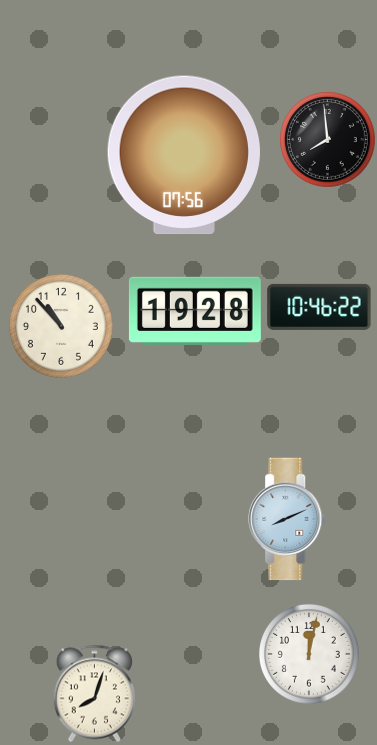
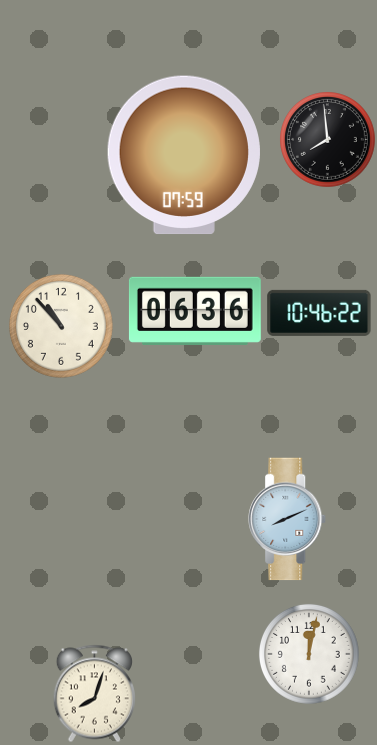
clock at (184, 155): 07:56 -> 07:59
clock at (319, 307) position: (319, 307) -> (319, 313)
clock at (195, 311): 19:28 -> 06:36
